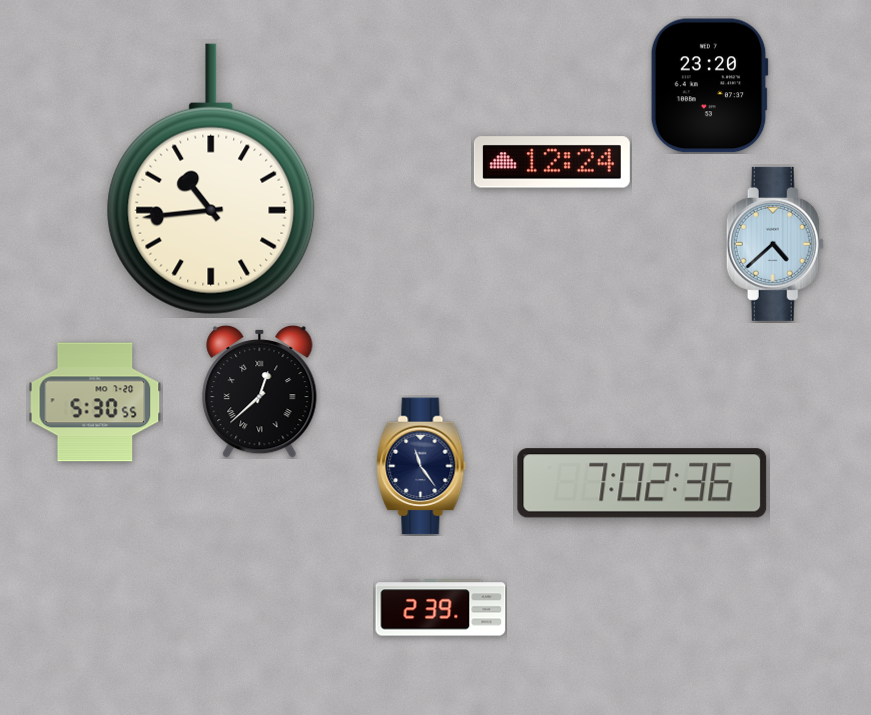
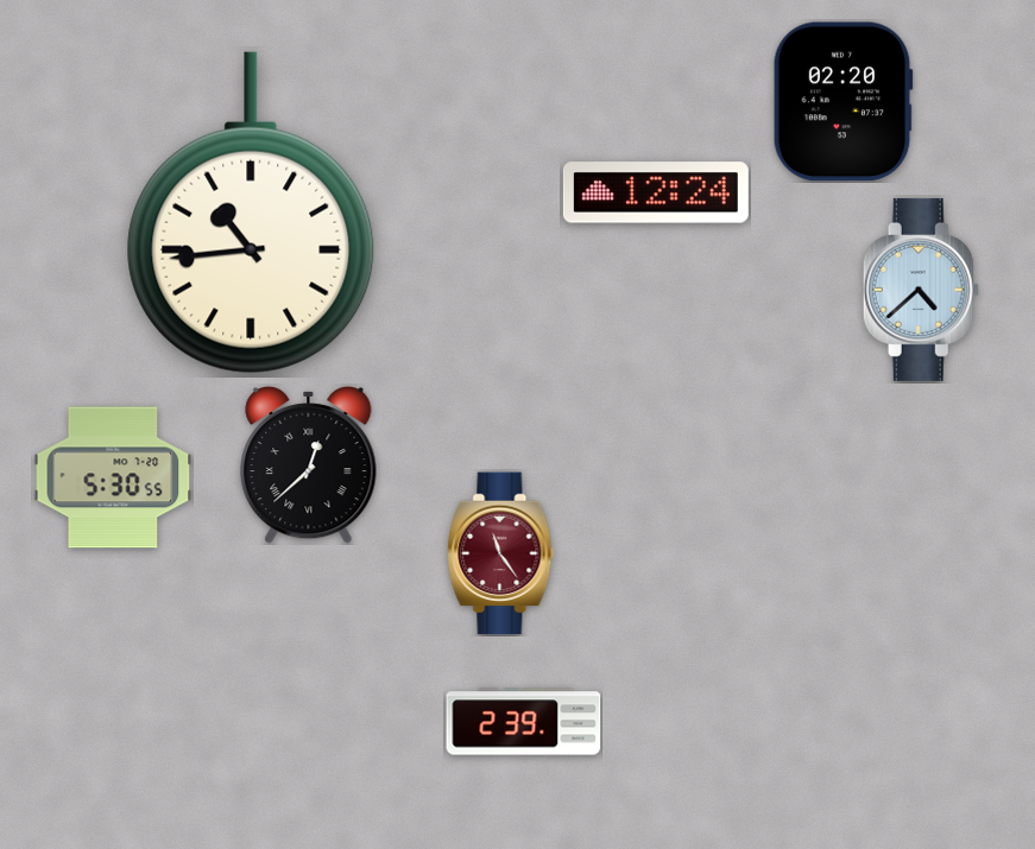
clock at (709, 86): 23:20 -> 02:20
clock at (421, 466) dial: navy -> burgundy
clock at (642, 483): 7:02 -> none
